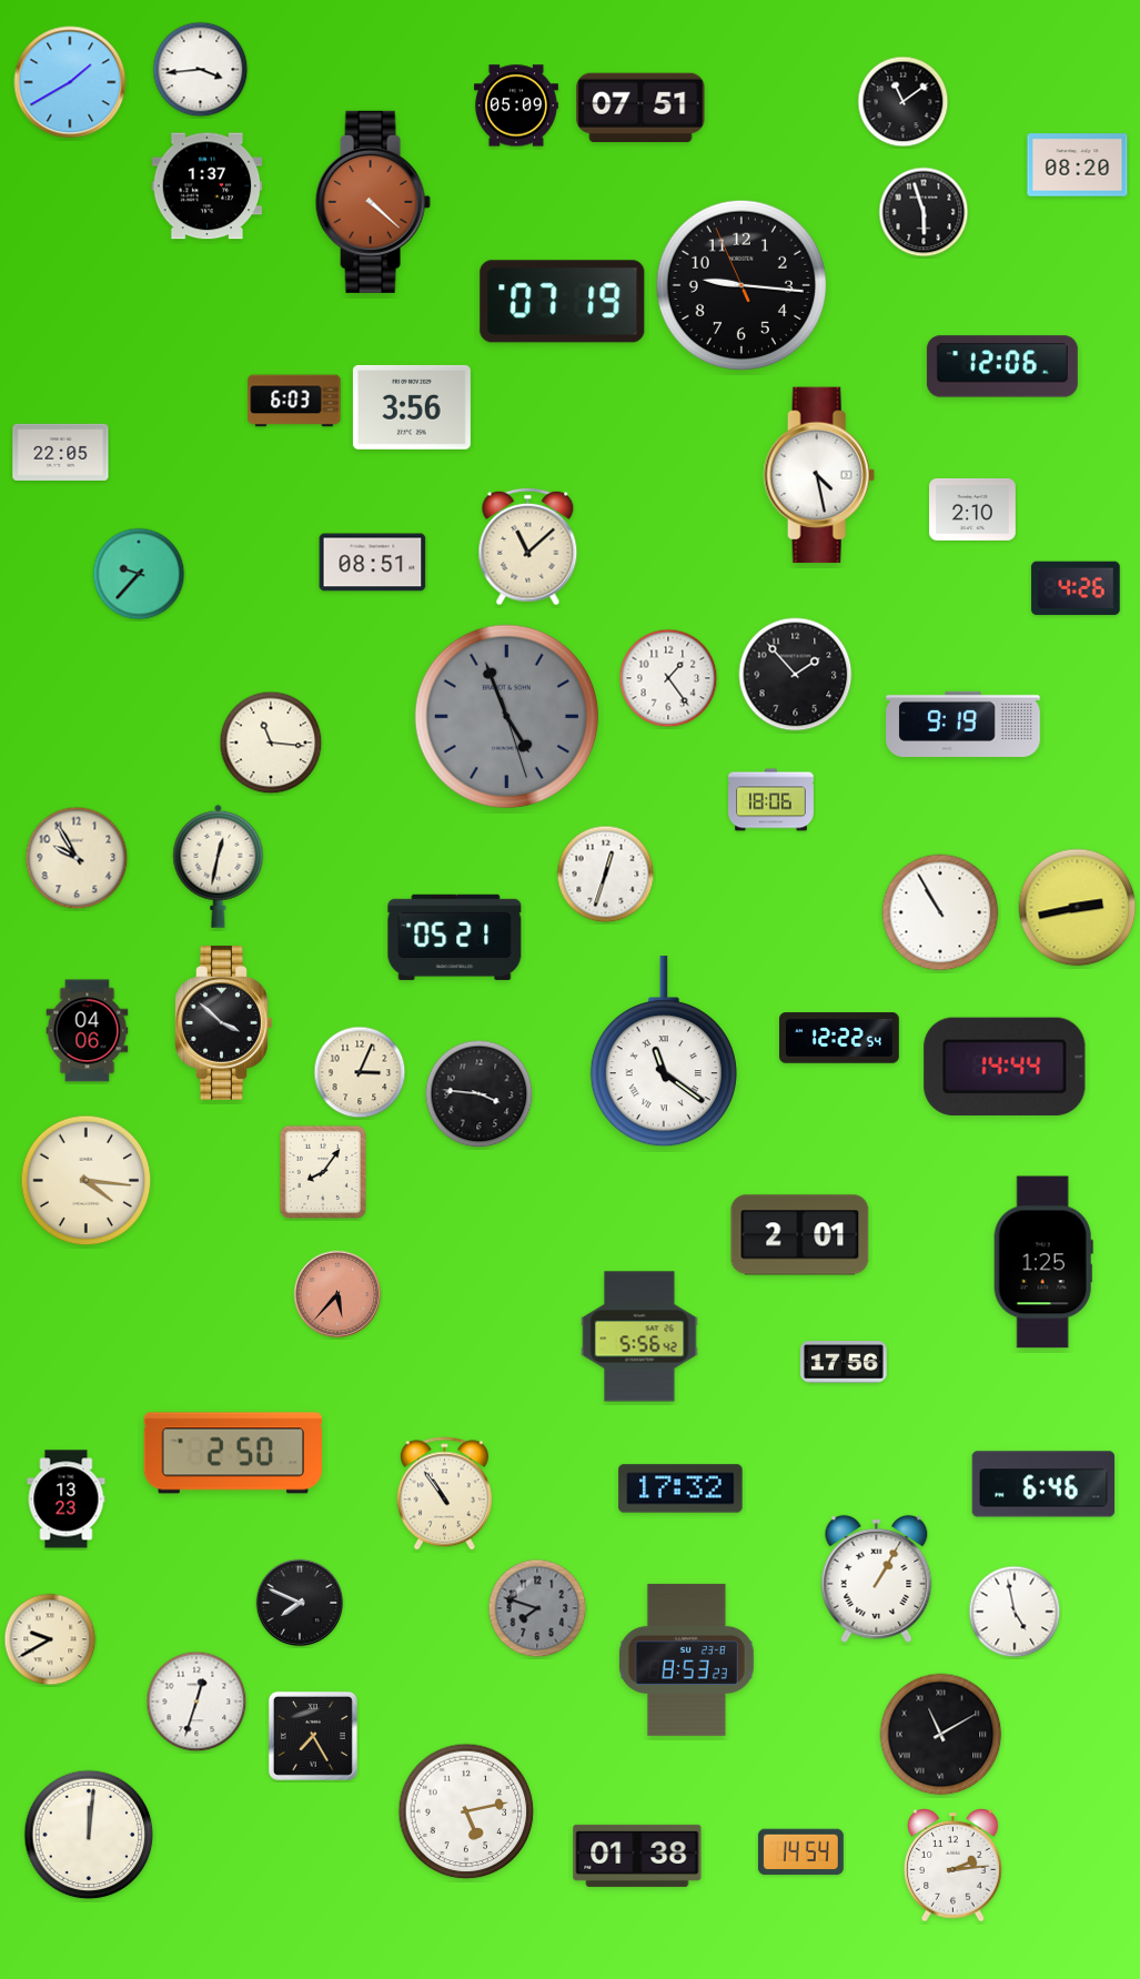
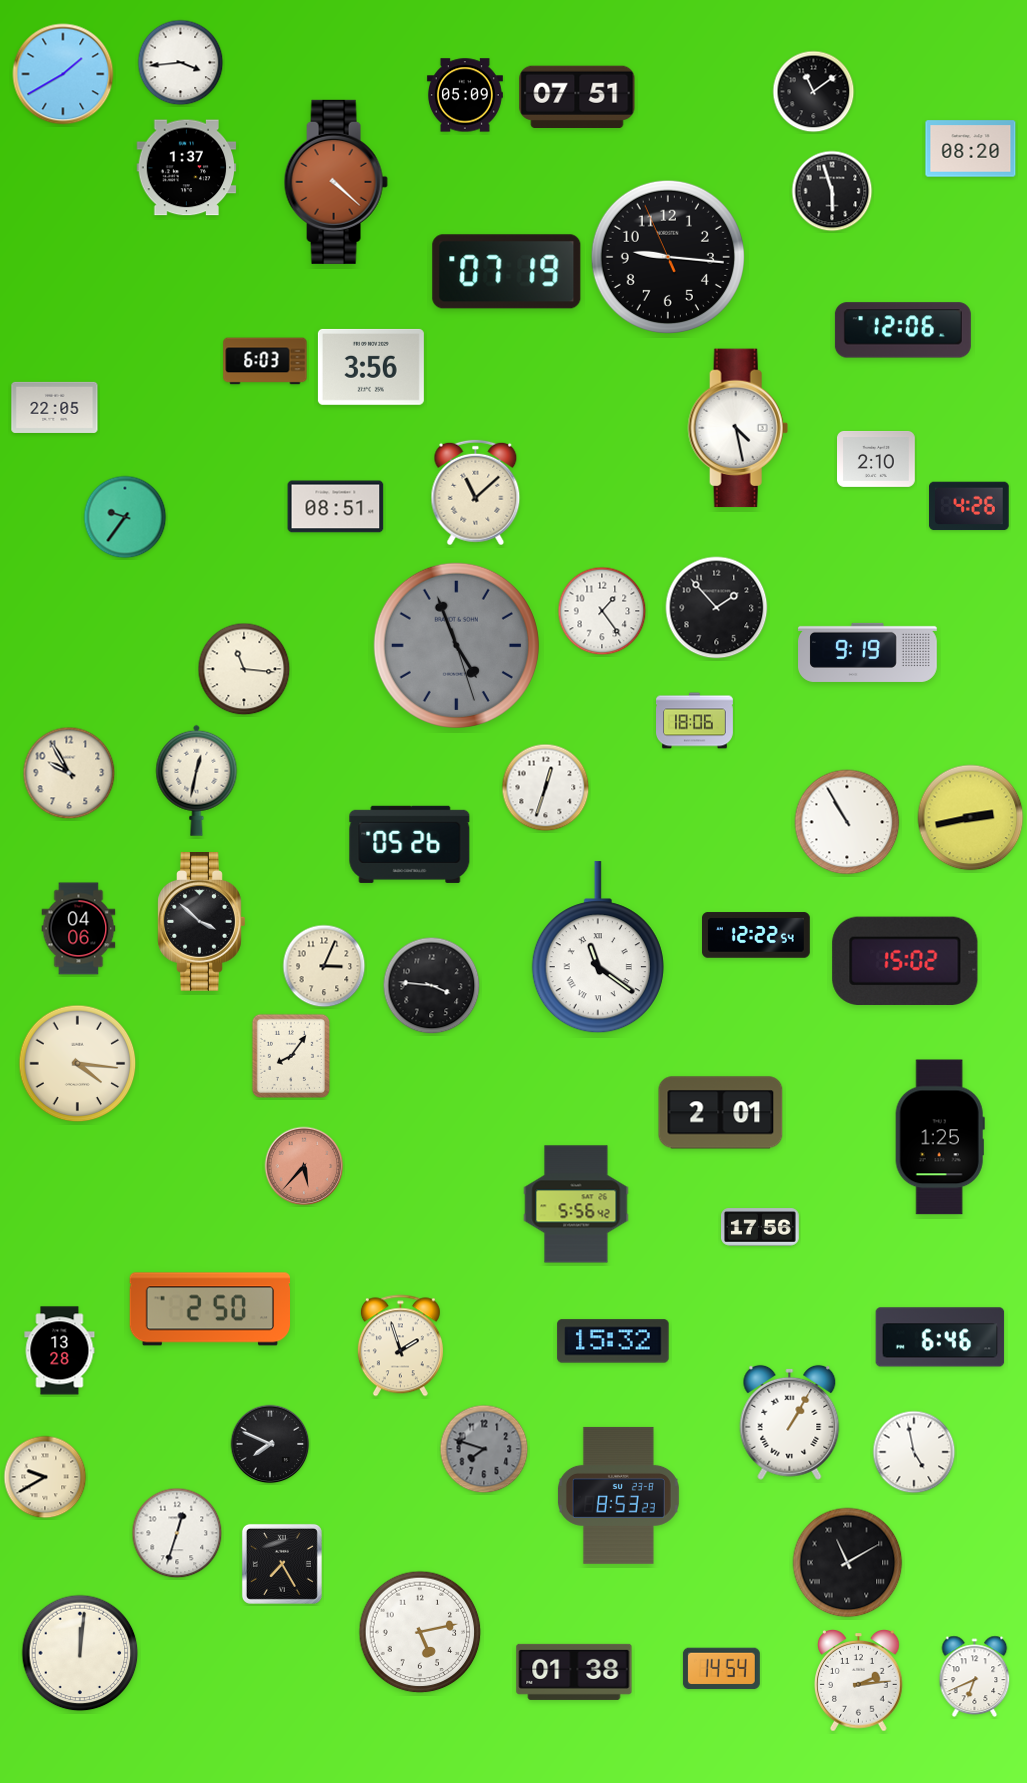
clock at (139, 574): 9:37 -> 9:36
clock at (1076, 588) position: (1076, 588) -> (969, 506)
clock at (455, 937): 05:21 -> 05:26
clock at (1005, 1066): 14:44 -> 15:02
clock at (680, 1488): 17:32 -> 15:32
clock at (444, 1494): 10:54 -> 1:57
clock at (67, 1500): 13:23 -> 13:28
clock at (975, 1676): none -> 6:41
